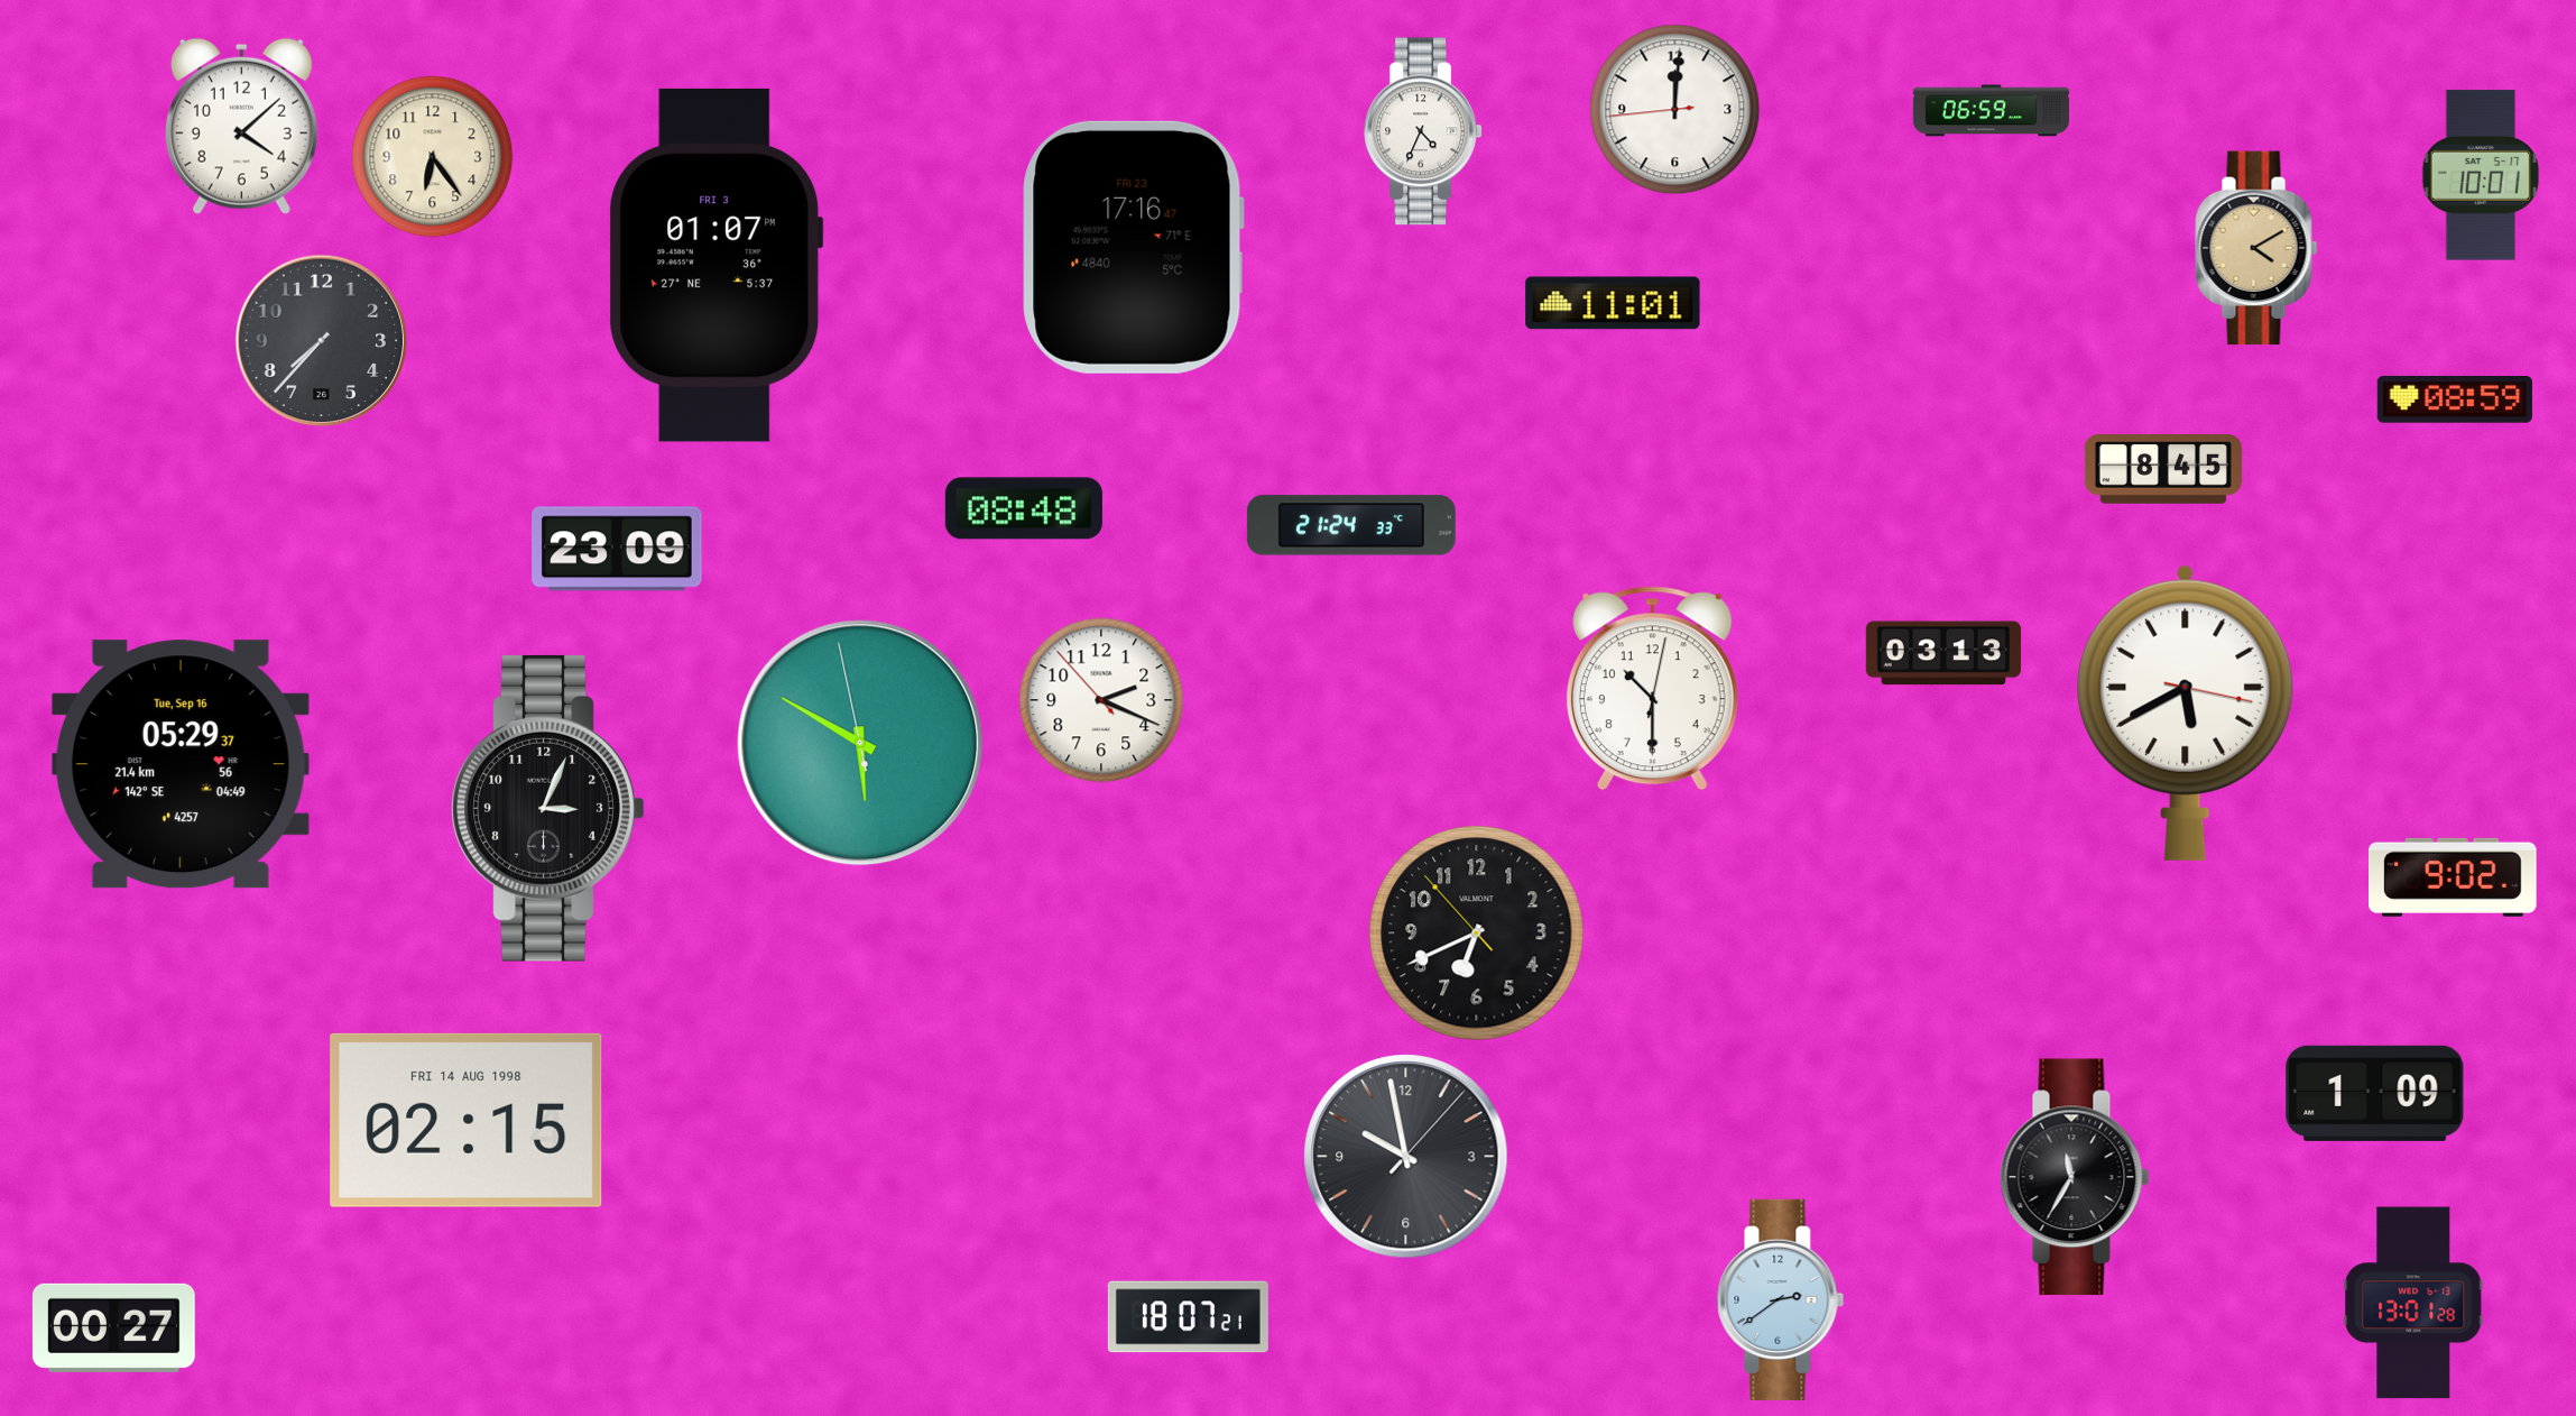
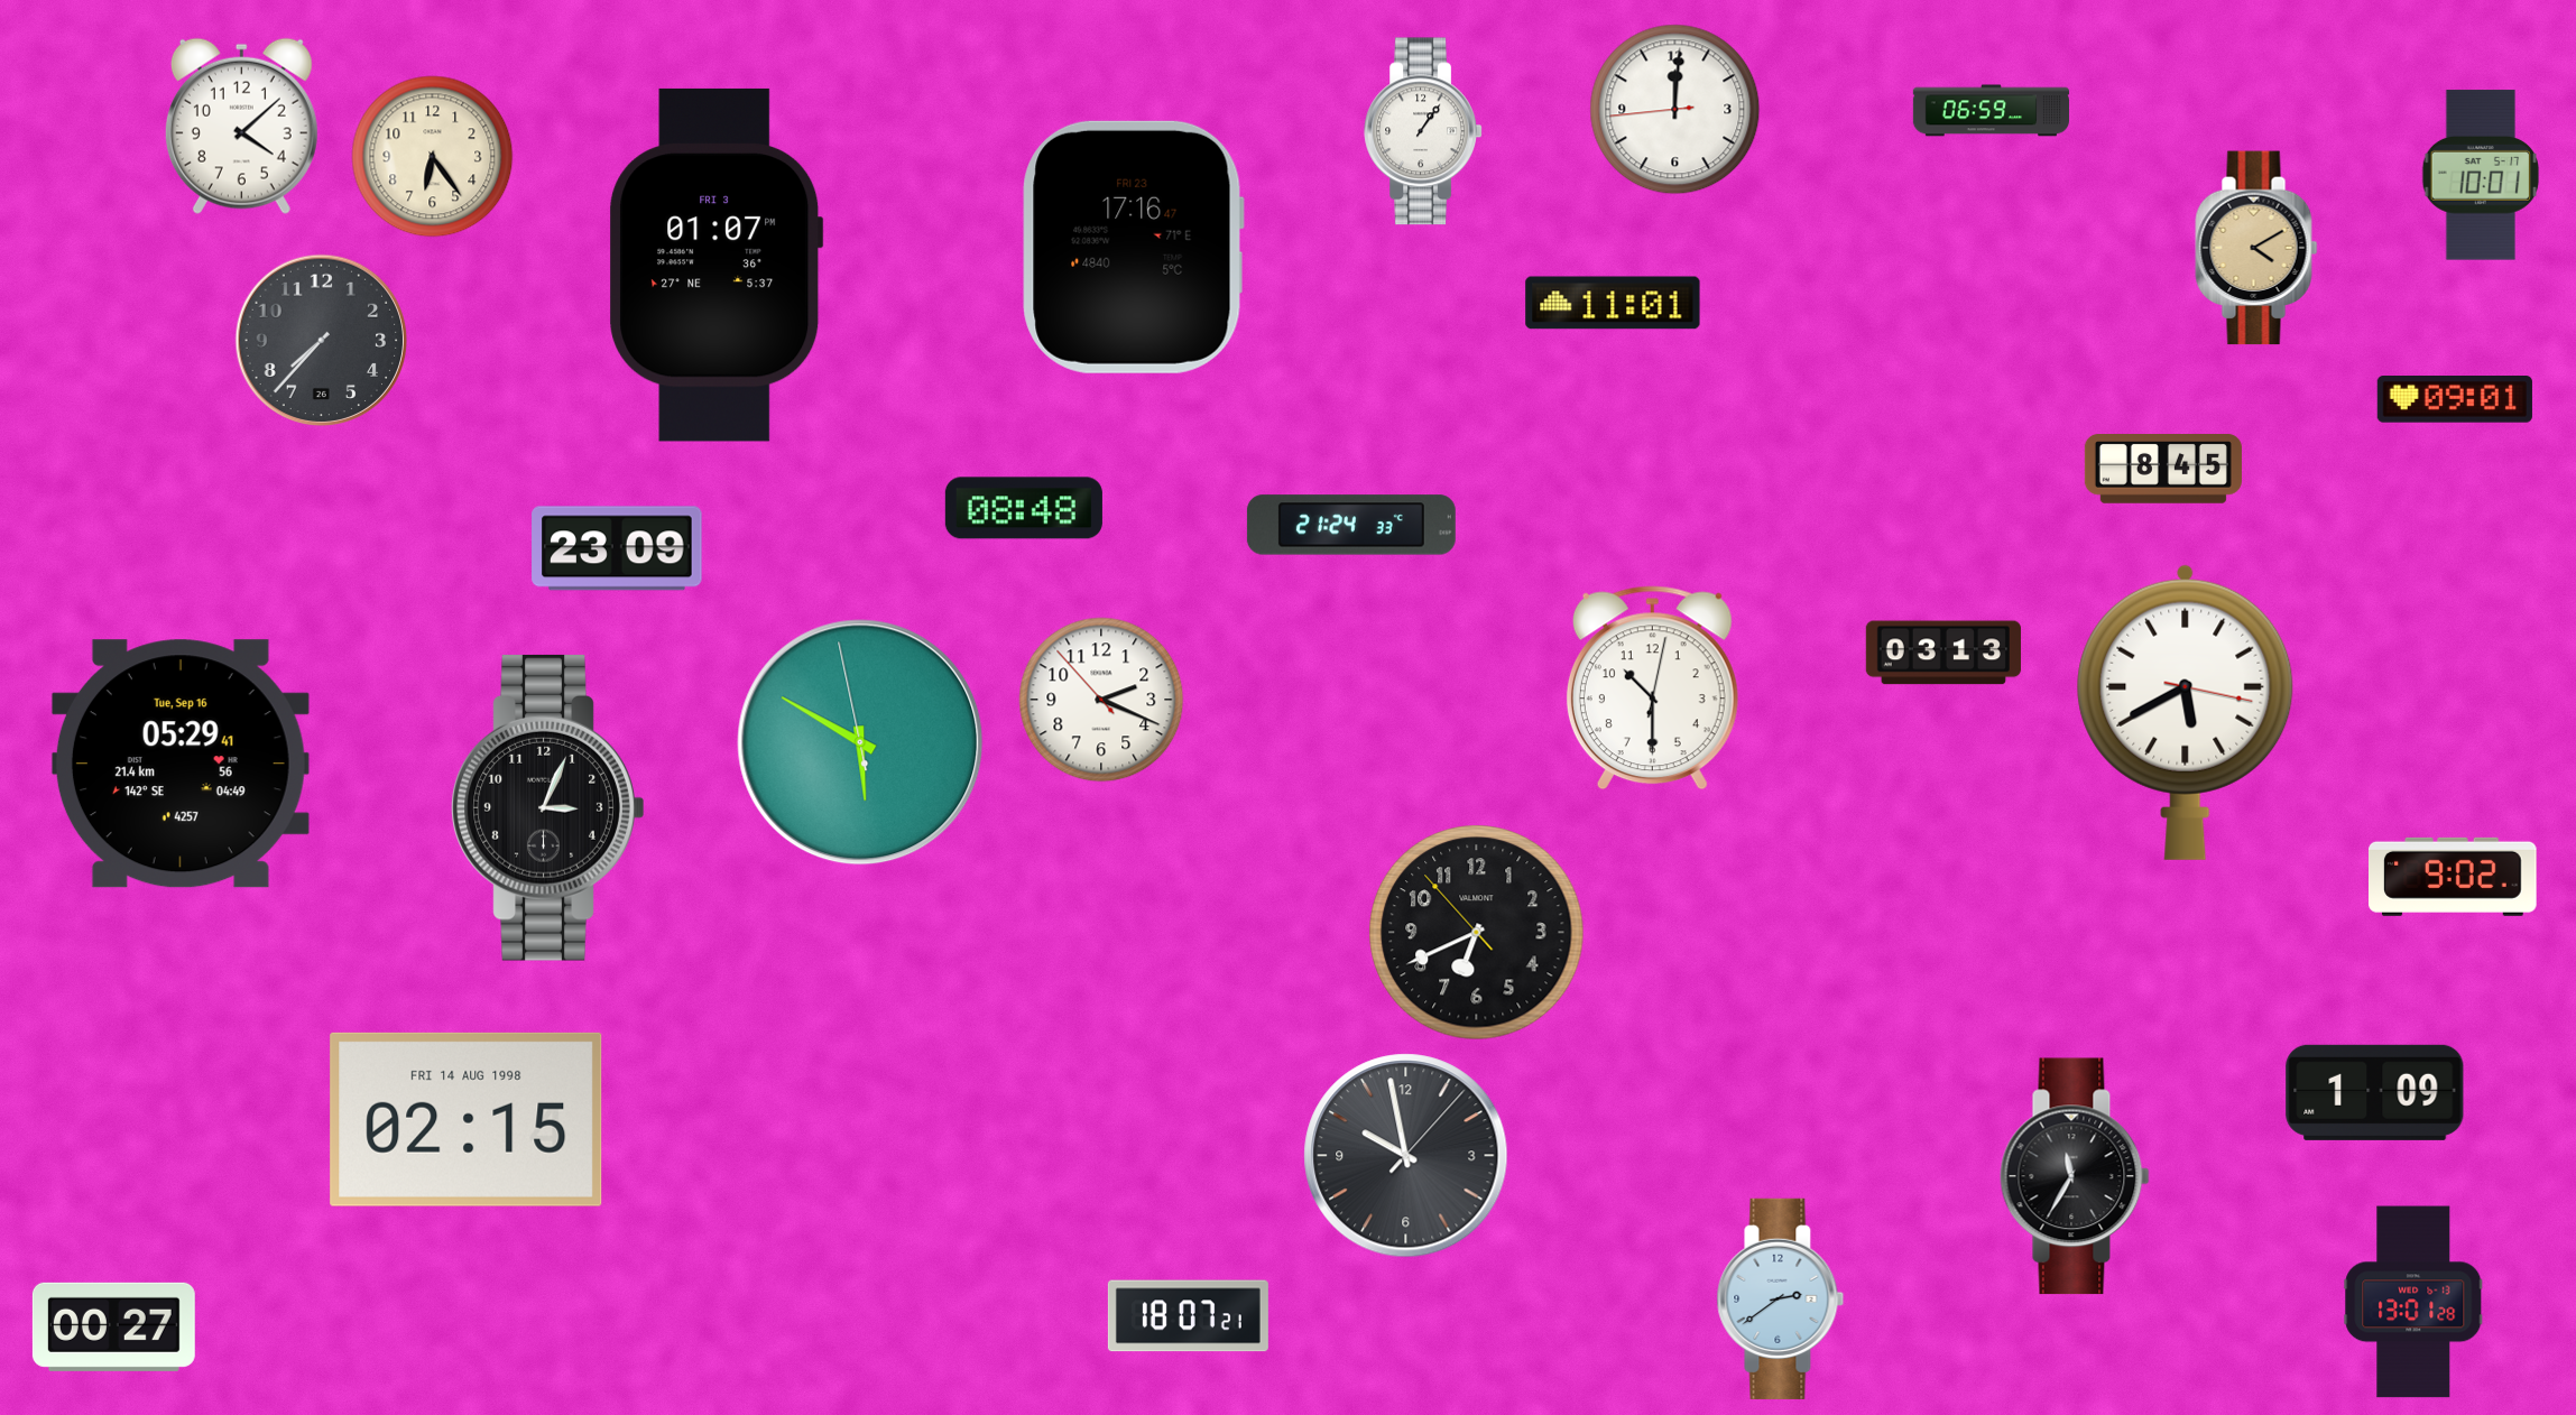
clock at (1423, 131): 4:34 -> 1:06
clock at (2455, 401): 08:59 -> 09:01
clock at (181, 764): 05:29:37 -> 05:29:41
